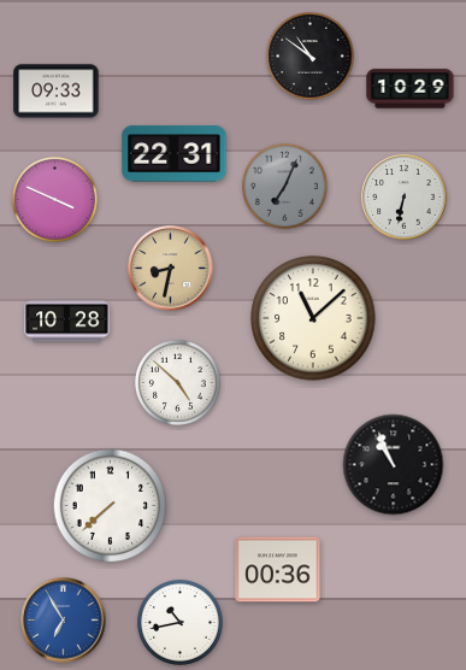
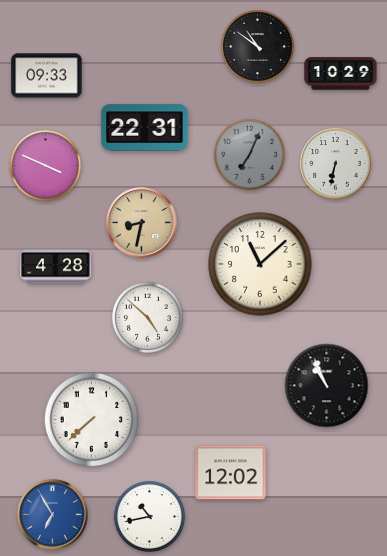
clock at (284, 186) position: (284, 186) -> (249, 154)
clock at (67, 322): 10:28 -> 4:28
clock at (278, 570): 00:36 -> 12:02
